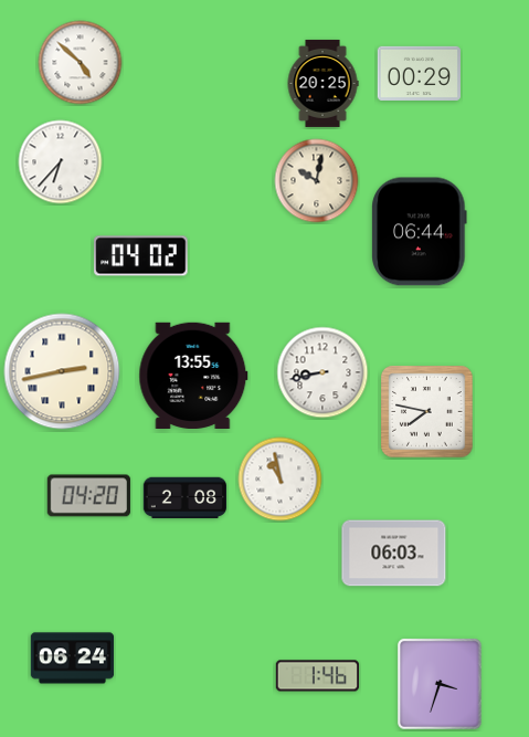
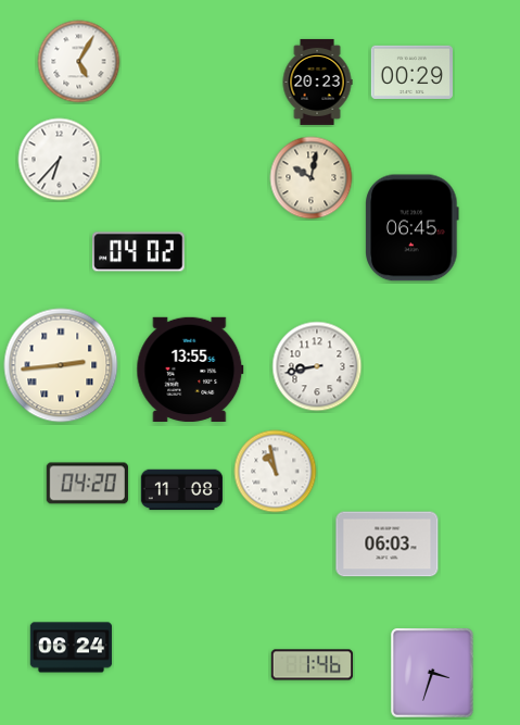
clock at (81, 63): 4:52 -> 5:05
clock at (322, 83): 20:25 -> 20:23
clock at (420, 232): 06:44 -> 06:45
clock at (62, 371): 2:43 -> 2:44
clock at (427, 412): 7:47 -> none
clock at (88, 496) position: (88, 496) -> (87, 484)
clock at (186, 498): 2:08 -> 11:08
